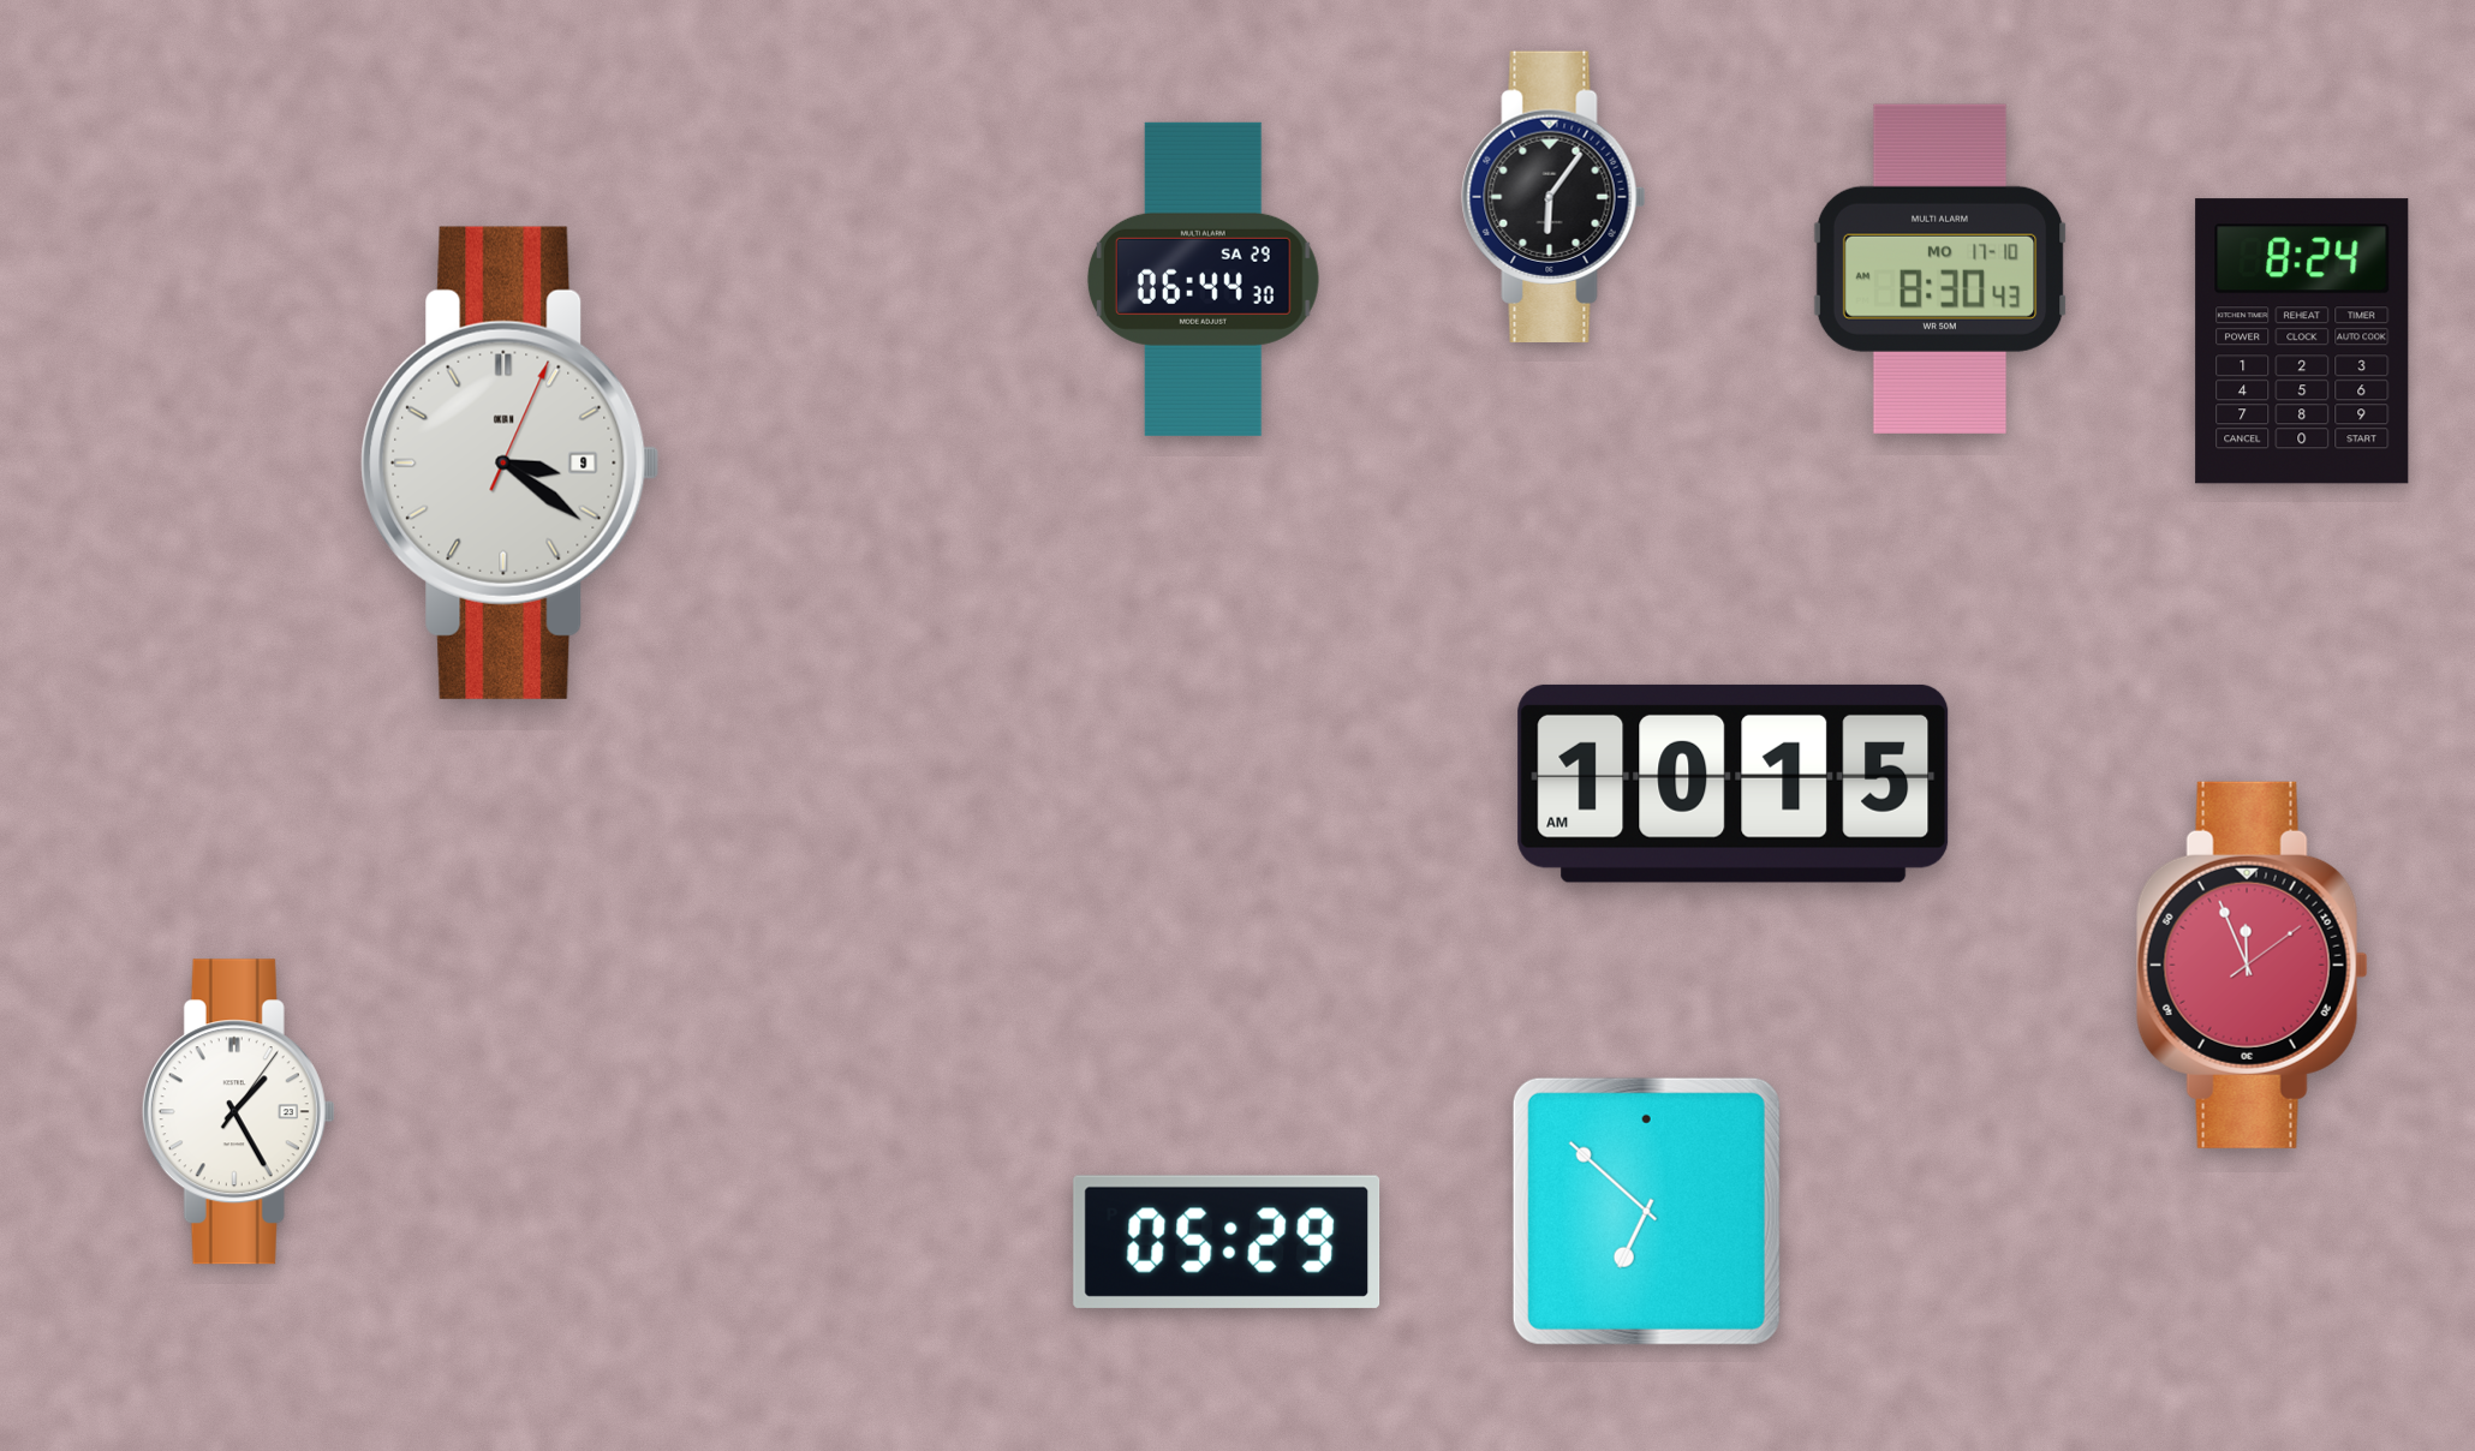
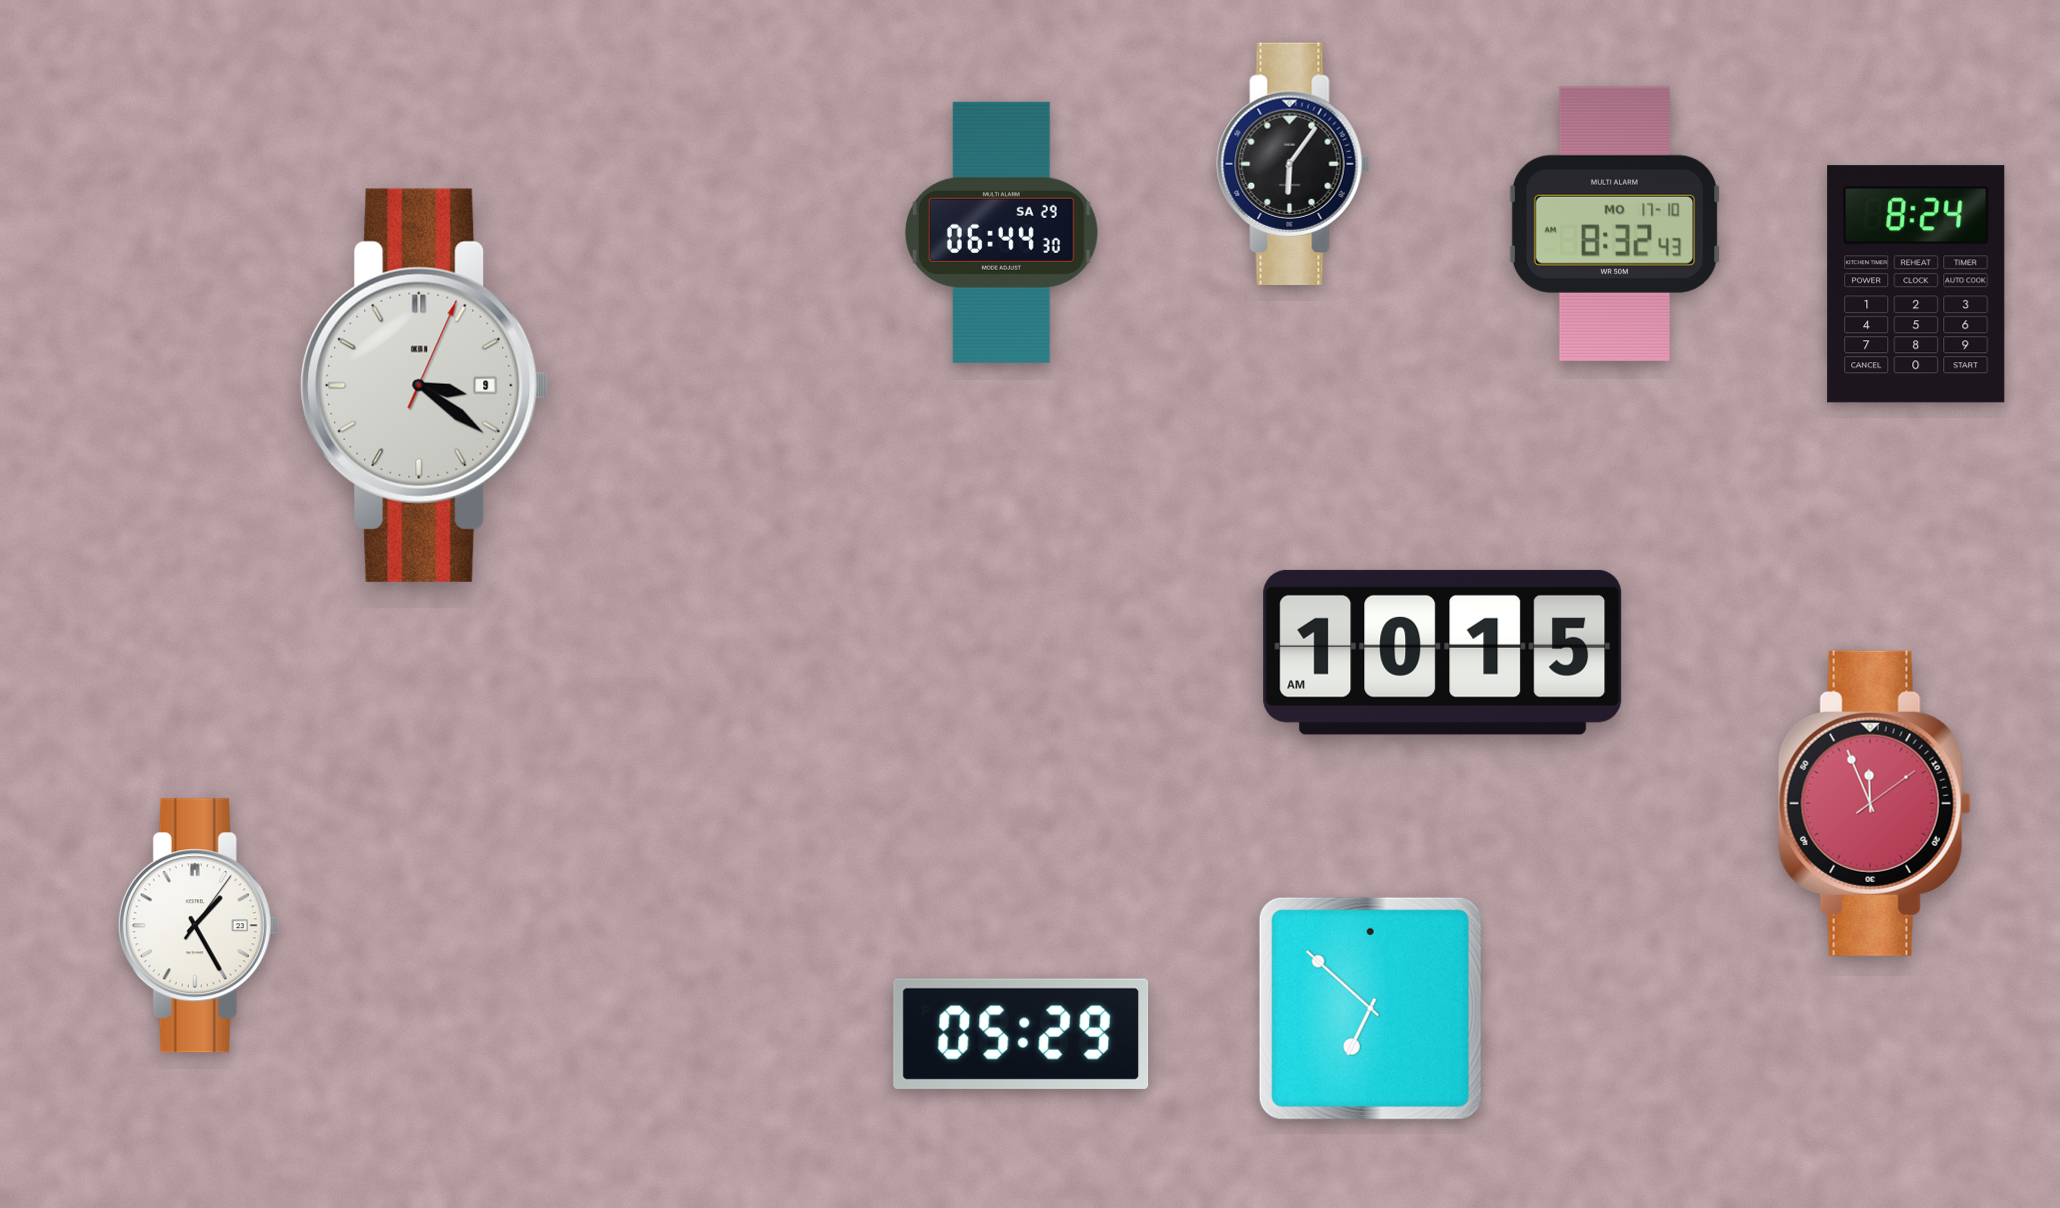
clock at (1940, 269): 8:30 -> 8:32
